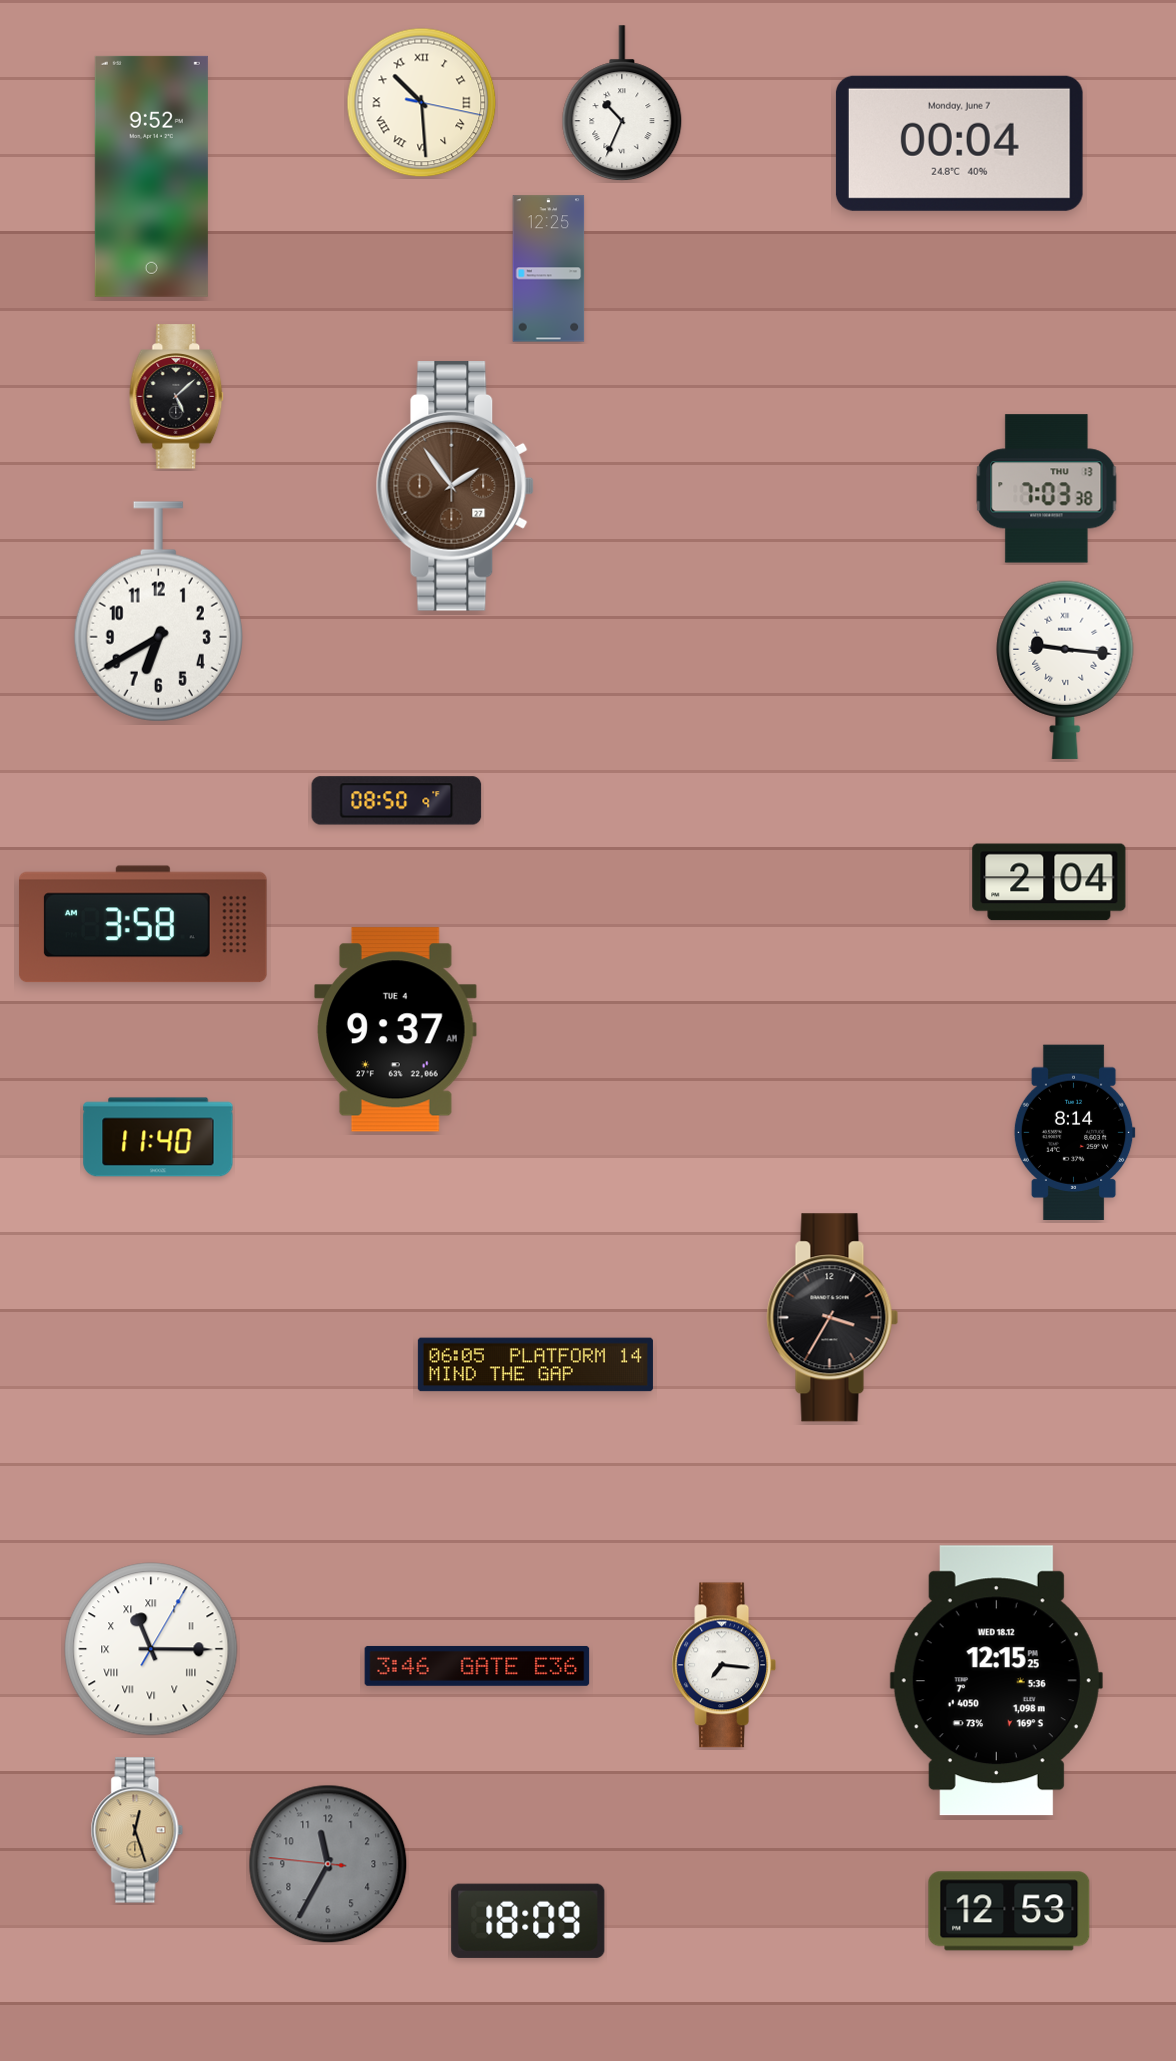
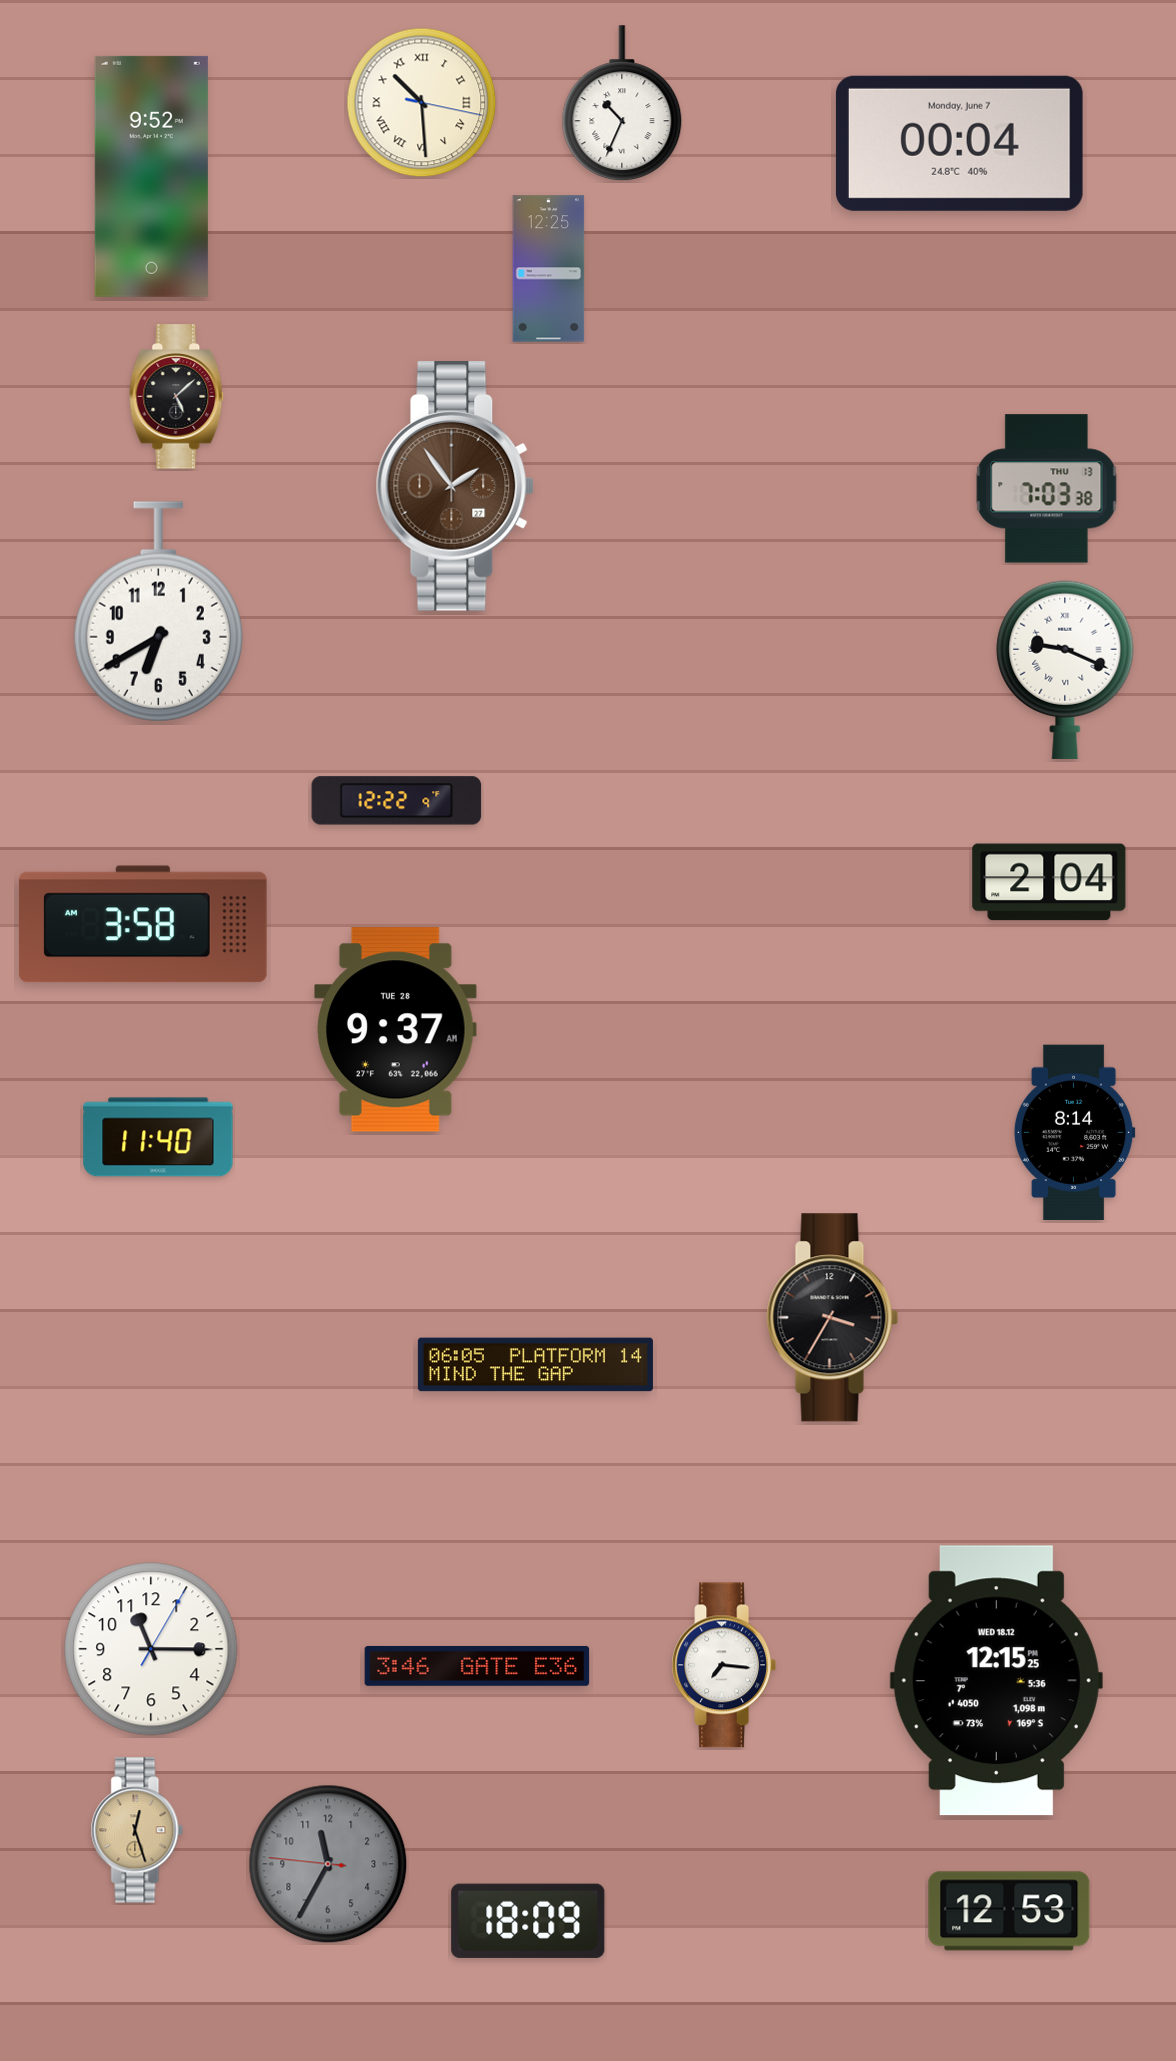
clock at (1065, 670): 9:16 -> 9:19
clock at (397, 801): 08:50 -> 12:22
clock at (396, 1030) date: TUE 4 -> TUE 28
clock at (151, 1649) numerals: Roman -> Arabic
